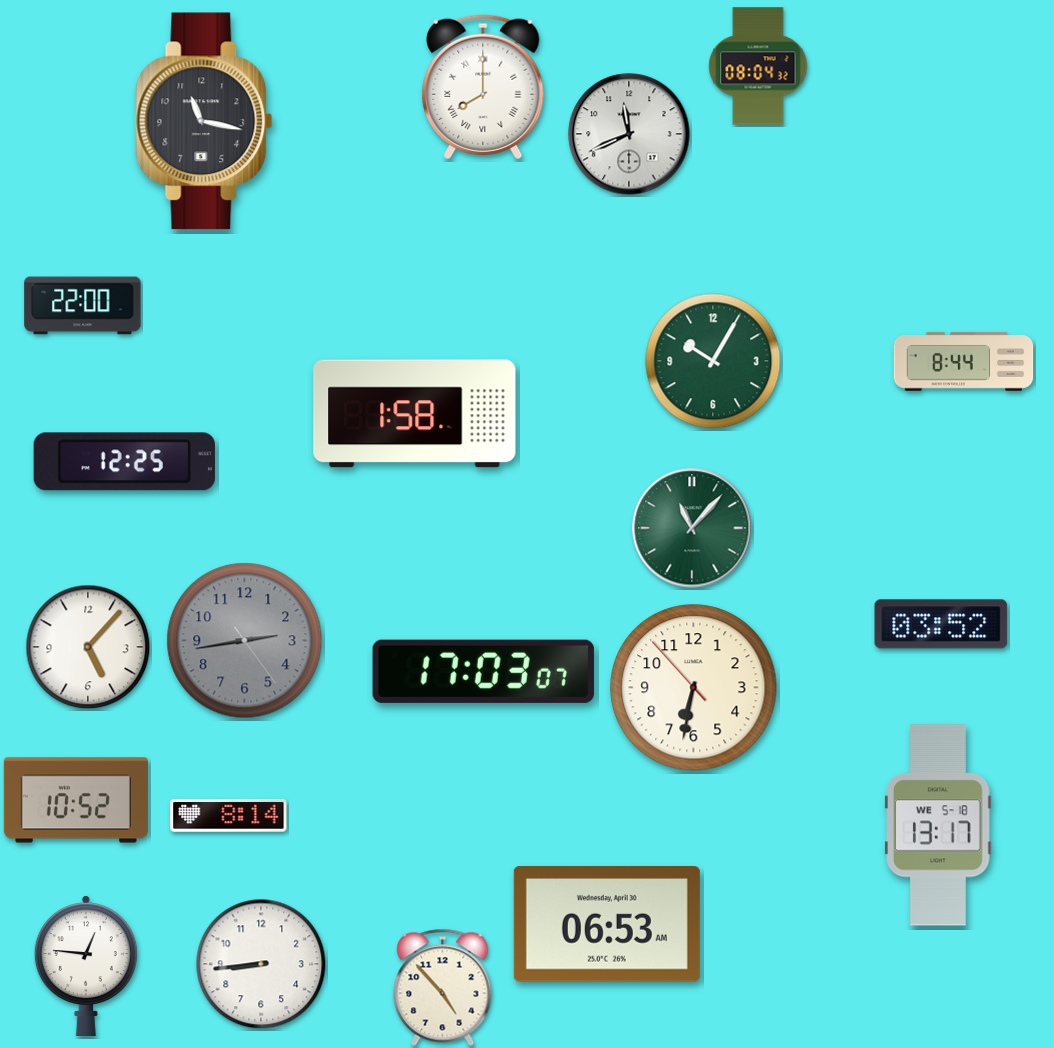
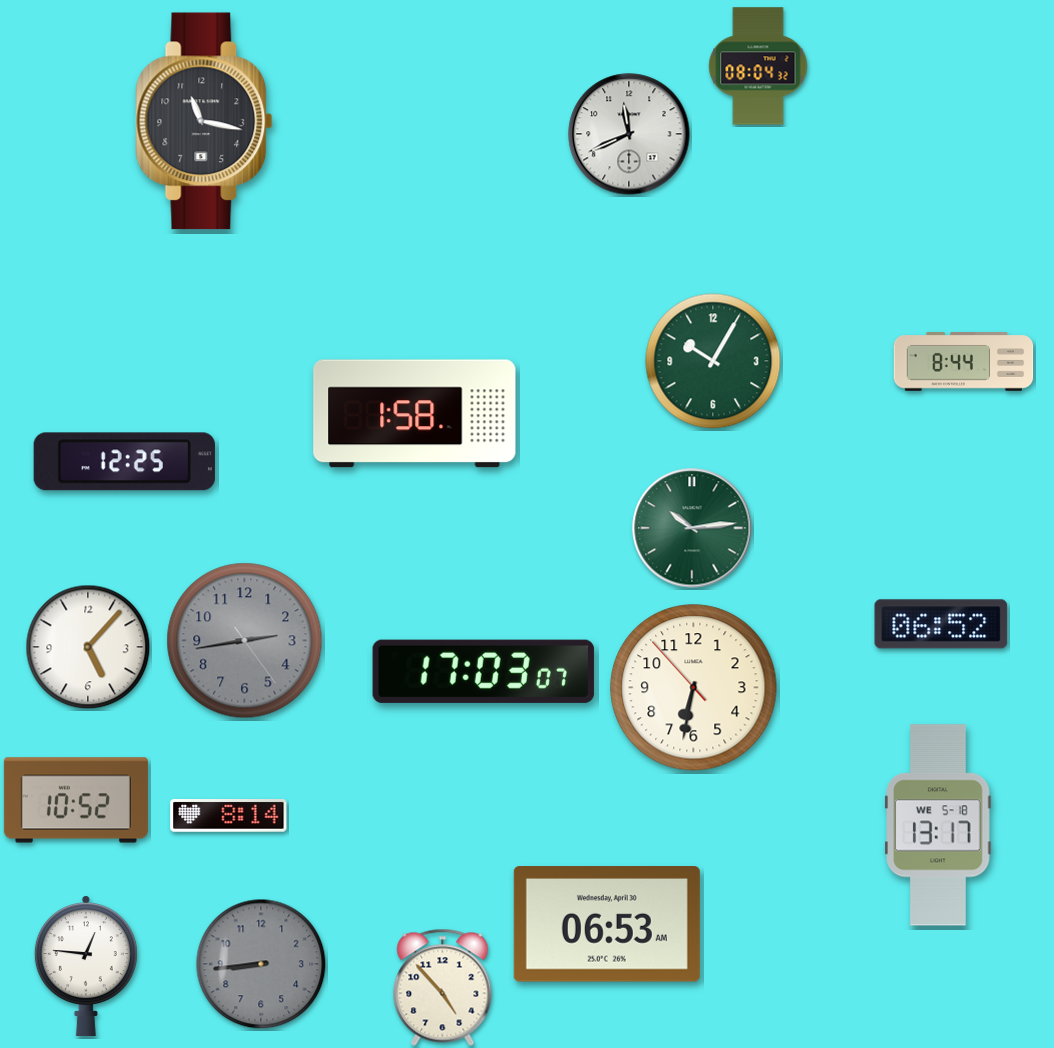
clock at (483, 87): 8:00 -> none
clock at (83, 306): 22:00 -> none
clock at (692, 528): 11:07 -> 10:14
clock at (941, 624): 03:52 -> 06:52
clock at (261, 964) dial: white -> grey
